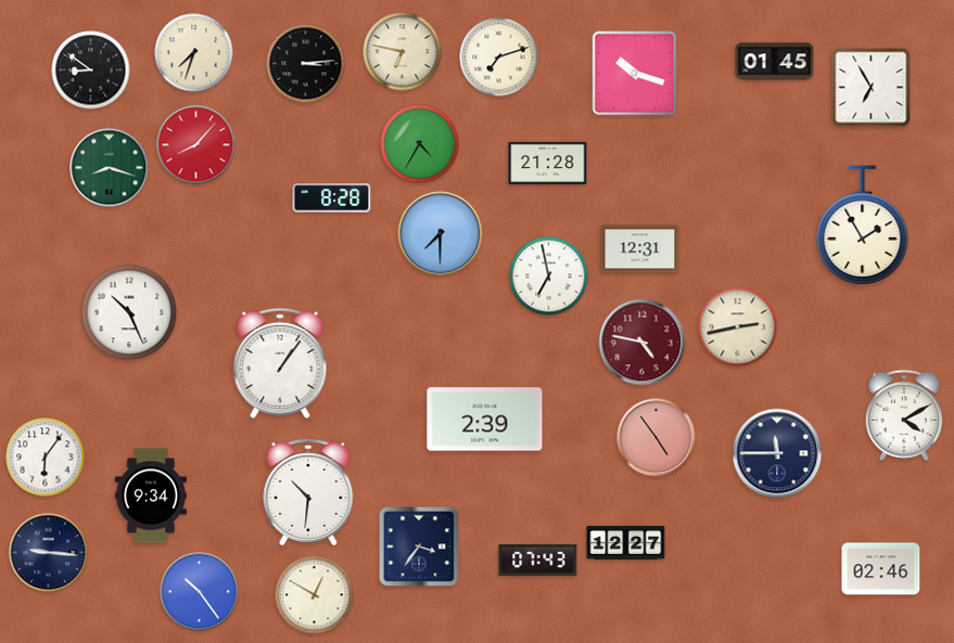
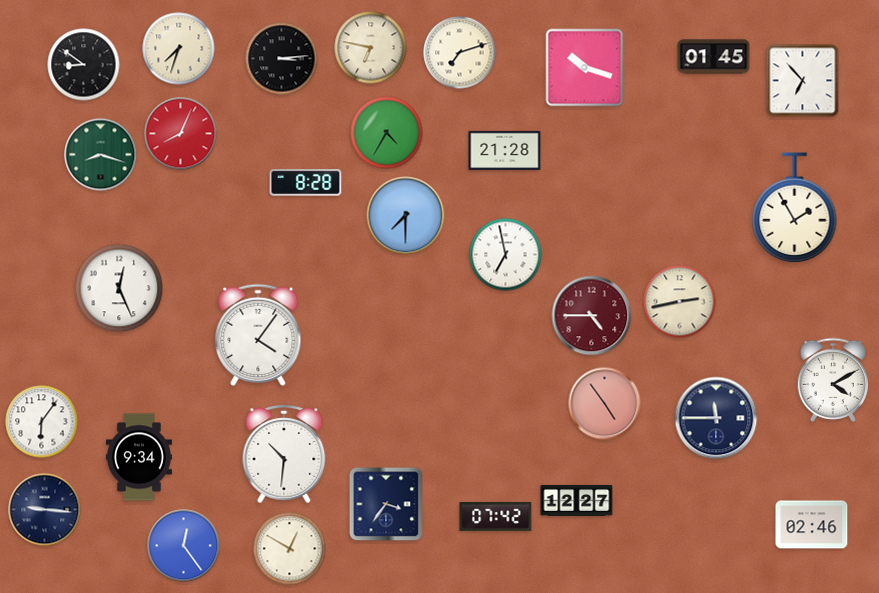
clock at (872, 88): 6:55 -> 6:53
clock at (196, 145): 8:07 -> 8:04
clock at (640, 249): 12:31 -> none
clock at (129, 312): 10:26 -> 12:26
clock at (643, 343): 4:47 -> 4:45
clock at (280, 363): 1:06 -> 4:06
clock at (904, 415) position: (904, 415) -> (833, 380)
clock at (485, 420): 2:39 -> none
clock at (538, 560): 07:43 -> 07:42
clock at (200, 592): 10:24 -> 12:24
